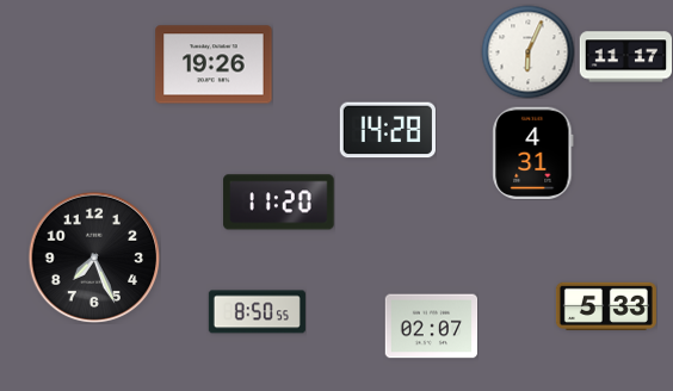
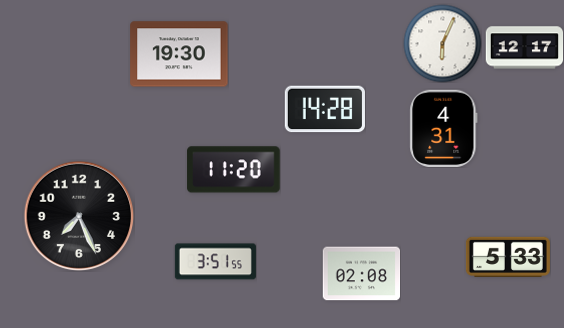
clock at (625, 57): 11:17 -> 12:17
clock at (214, 64): 19:26 -> 19:30
clock at (533, 153) position: (533, 153) -> (444, 128)
clock at (257, 312): 8:50 -> 3:51
clock at (431, 327): 02:07 -> 02:08
